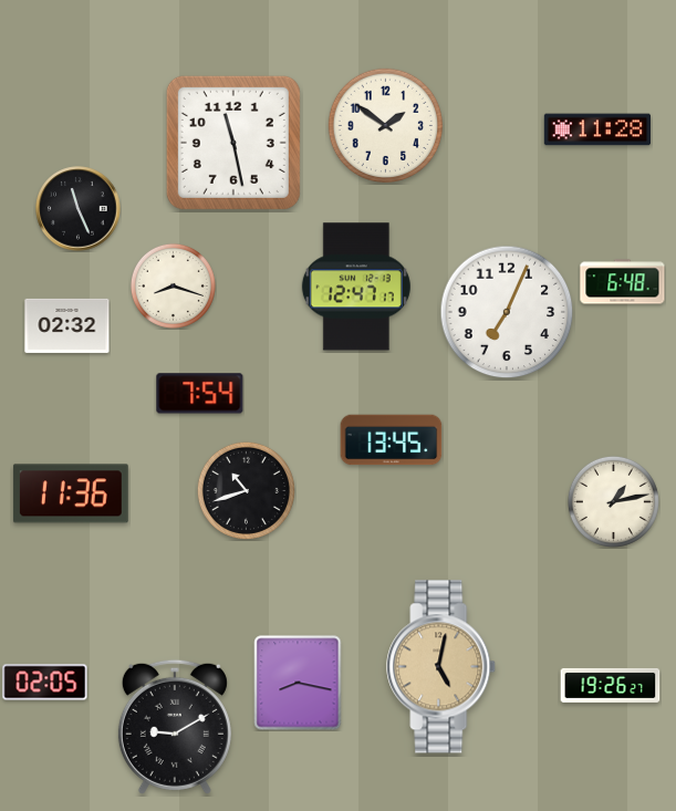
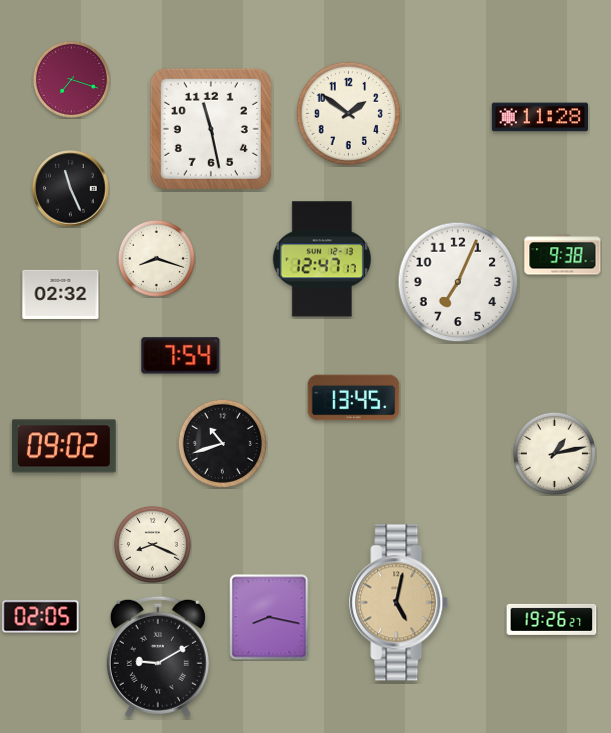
clock at (71, 79): none -> 7:18
clock at (623, 282): 6:48 -> 9:38
clock at (71, 493): 11:36 -> 09:02
clock at (152, 544): none -> 8:19
